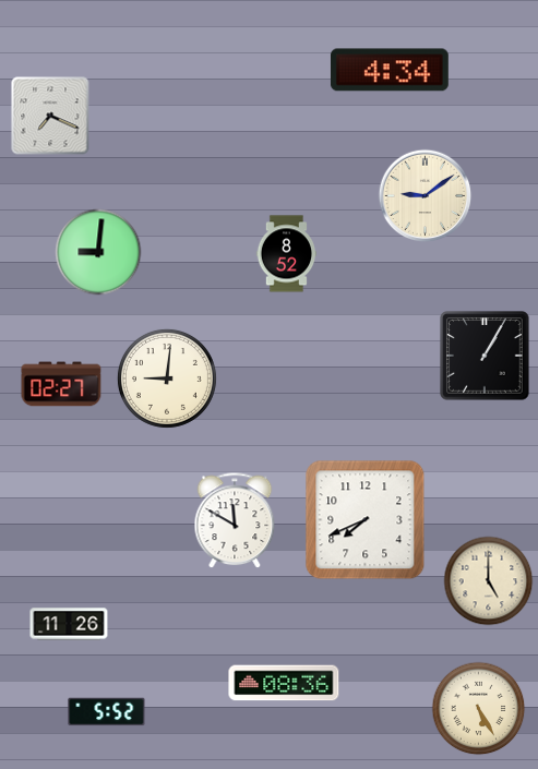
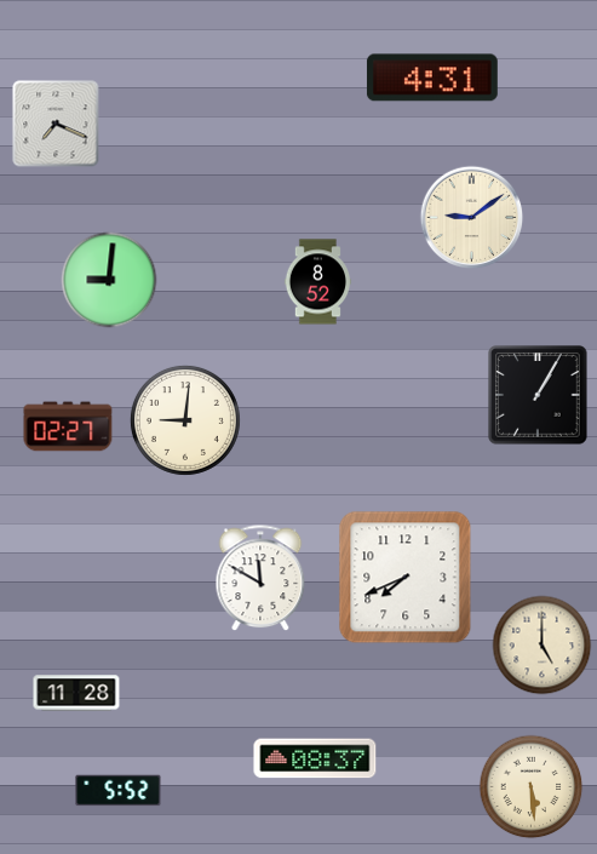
clock at (390, 70): 4:34 -> 4:31
clock at (50, 116) position: (50, 116) -> (56, 124)
clock at (69, 624): 11:26 -> 11:28
clock at (284, 683): 08:36 -> 08:37
clock at (479, 709): 5:25 -> 5:29
